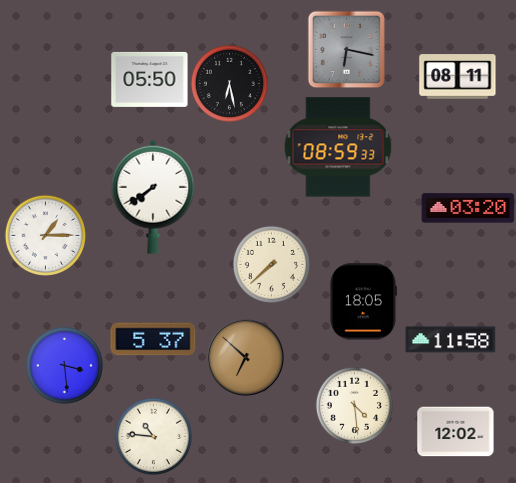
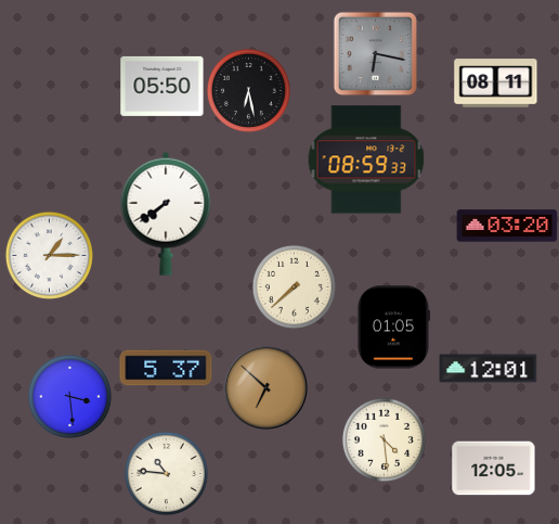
clock at (363, 302): 18:05 -> 01:05
clock at (451, 340): 11:58 -> 12:01
clock at (456, 432): 12:02 -> 12:05
